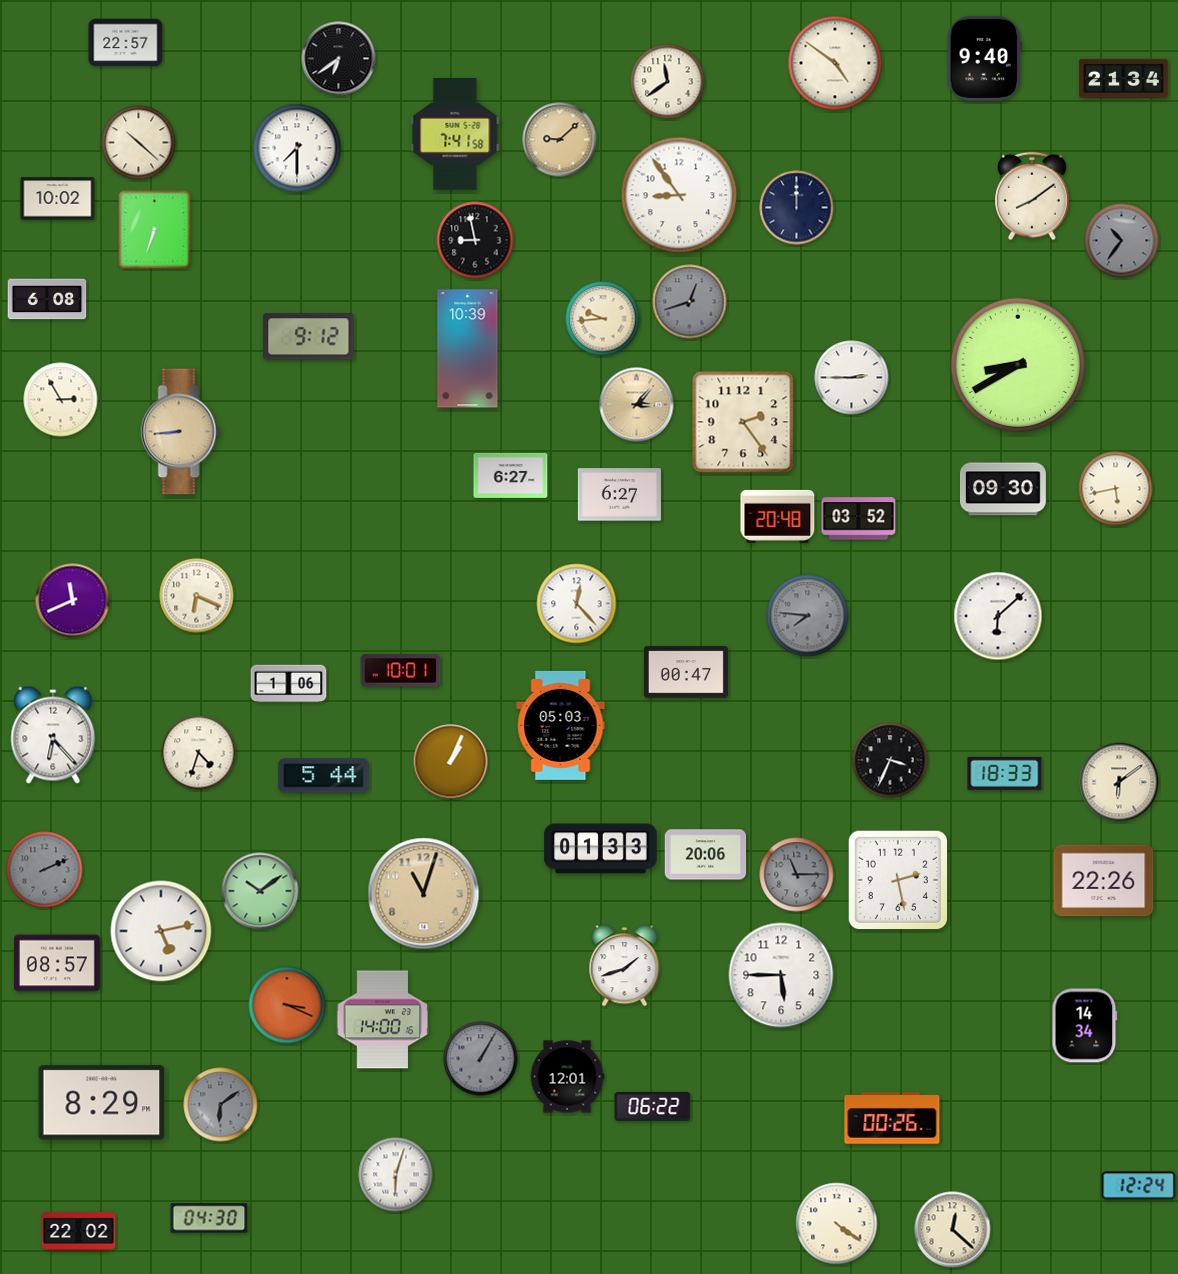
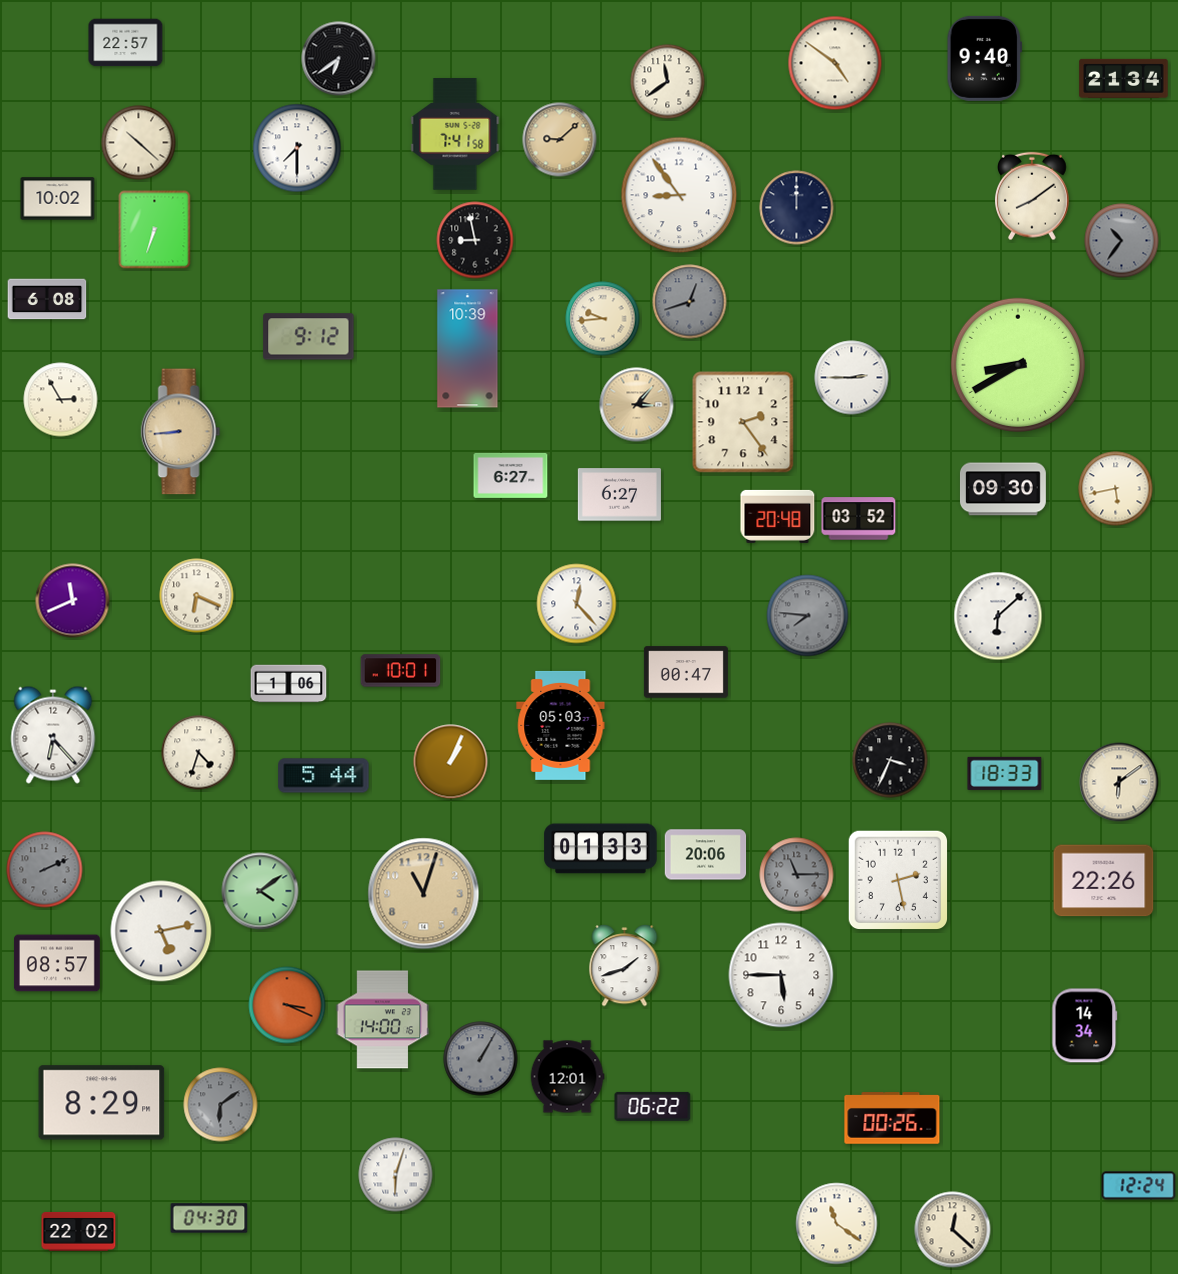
clock at (260, 891): 10:09 -> 4:09
clock at (837, 1224): 4:21 -> 11:21
